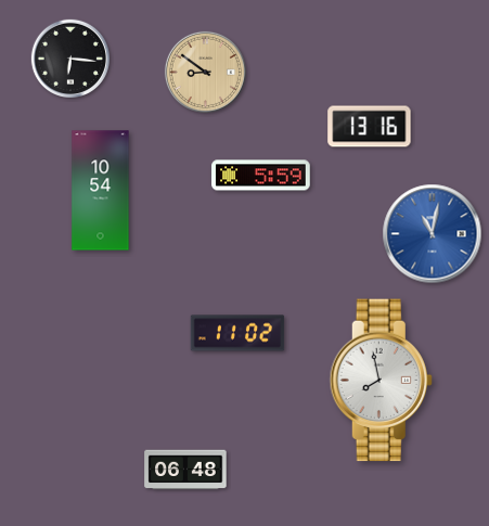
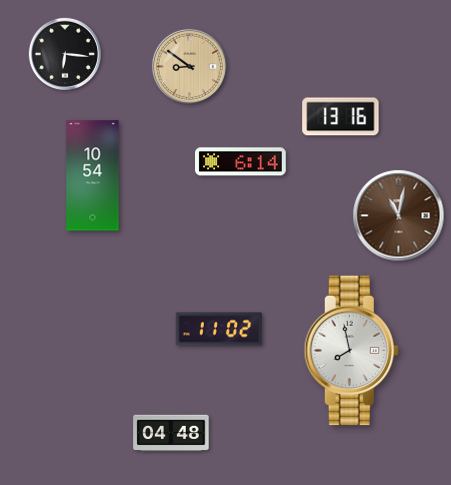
clock at (261, 176): 5:59 -> 6:14
clock at (433, 234) dial: blue -> brown
clock at (237, 333) position: (237, 333) -> (219, 329)
clock at (185, 470): 06:48 -> 04:48
